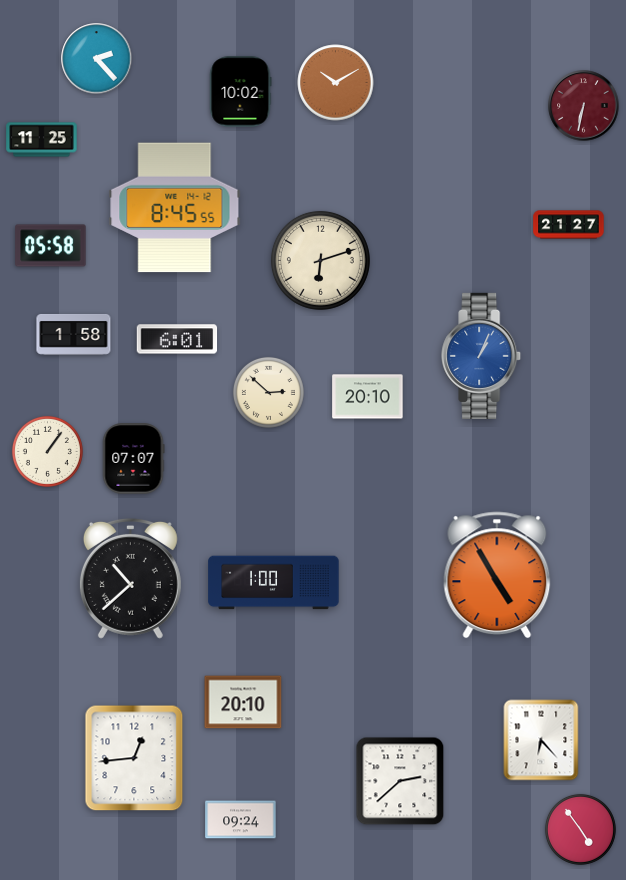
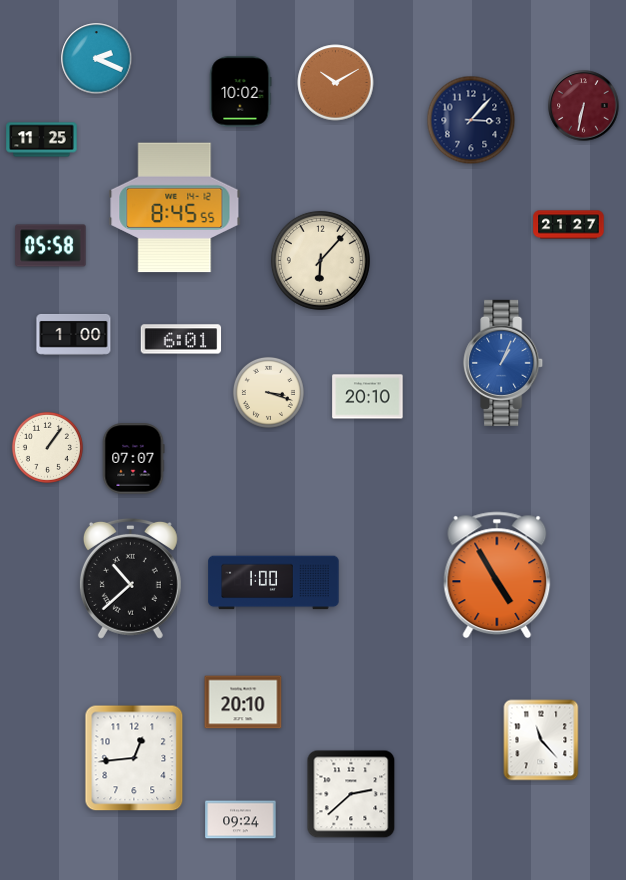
clock at (97, 59): 2:23 -> 2:19
clock at (471, 120): none -> 3:07
clock at (320, 260): 6:12 -> 6:07
clock at (74, 334): 1:58 -> 1:00
clock at (177, 339) position: (177, 339) -> (181, 339)
clock at (482, 356) position: (482, 356) -> (504, 363)
clock at (268, 392): 2:52 -> 3:18
clock at (47, 451) position: (47, 451) -> (47, 447)
clock at (541, 740): 6:23 -> 11:23
clock at (400, 781) position: (400, 781) -> (351, 794)
clock at (580, 829): 4:54 -> none
